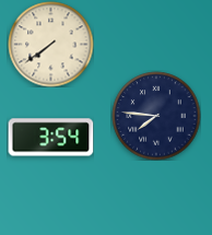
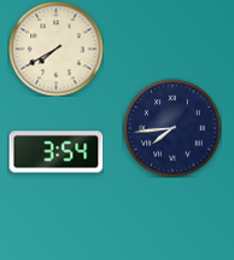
clock at (50, 44): 7:39 -> 7:40
clock at (156, 116): 7:46 -> 7:44
